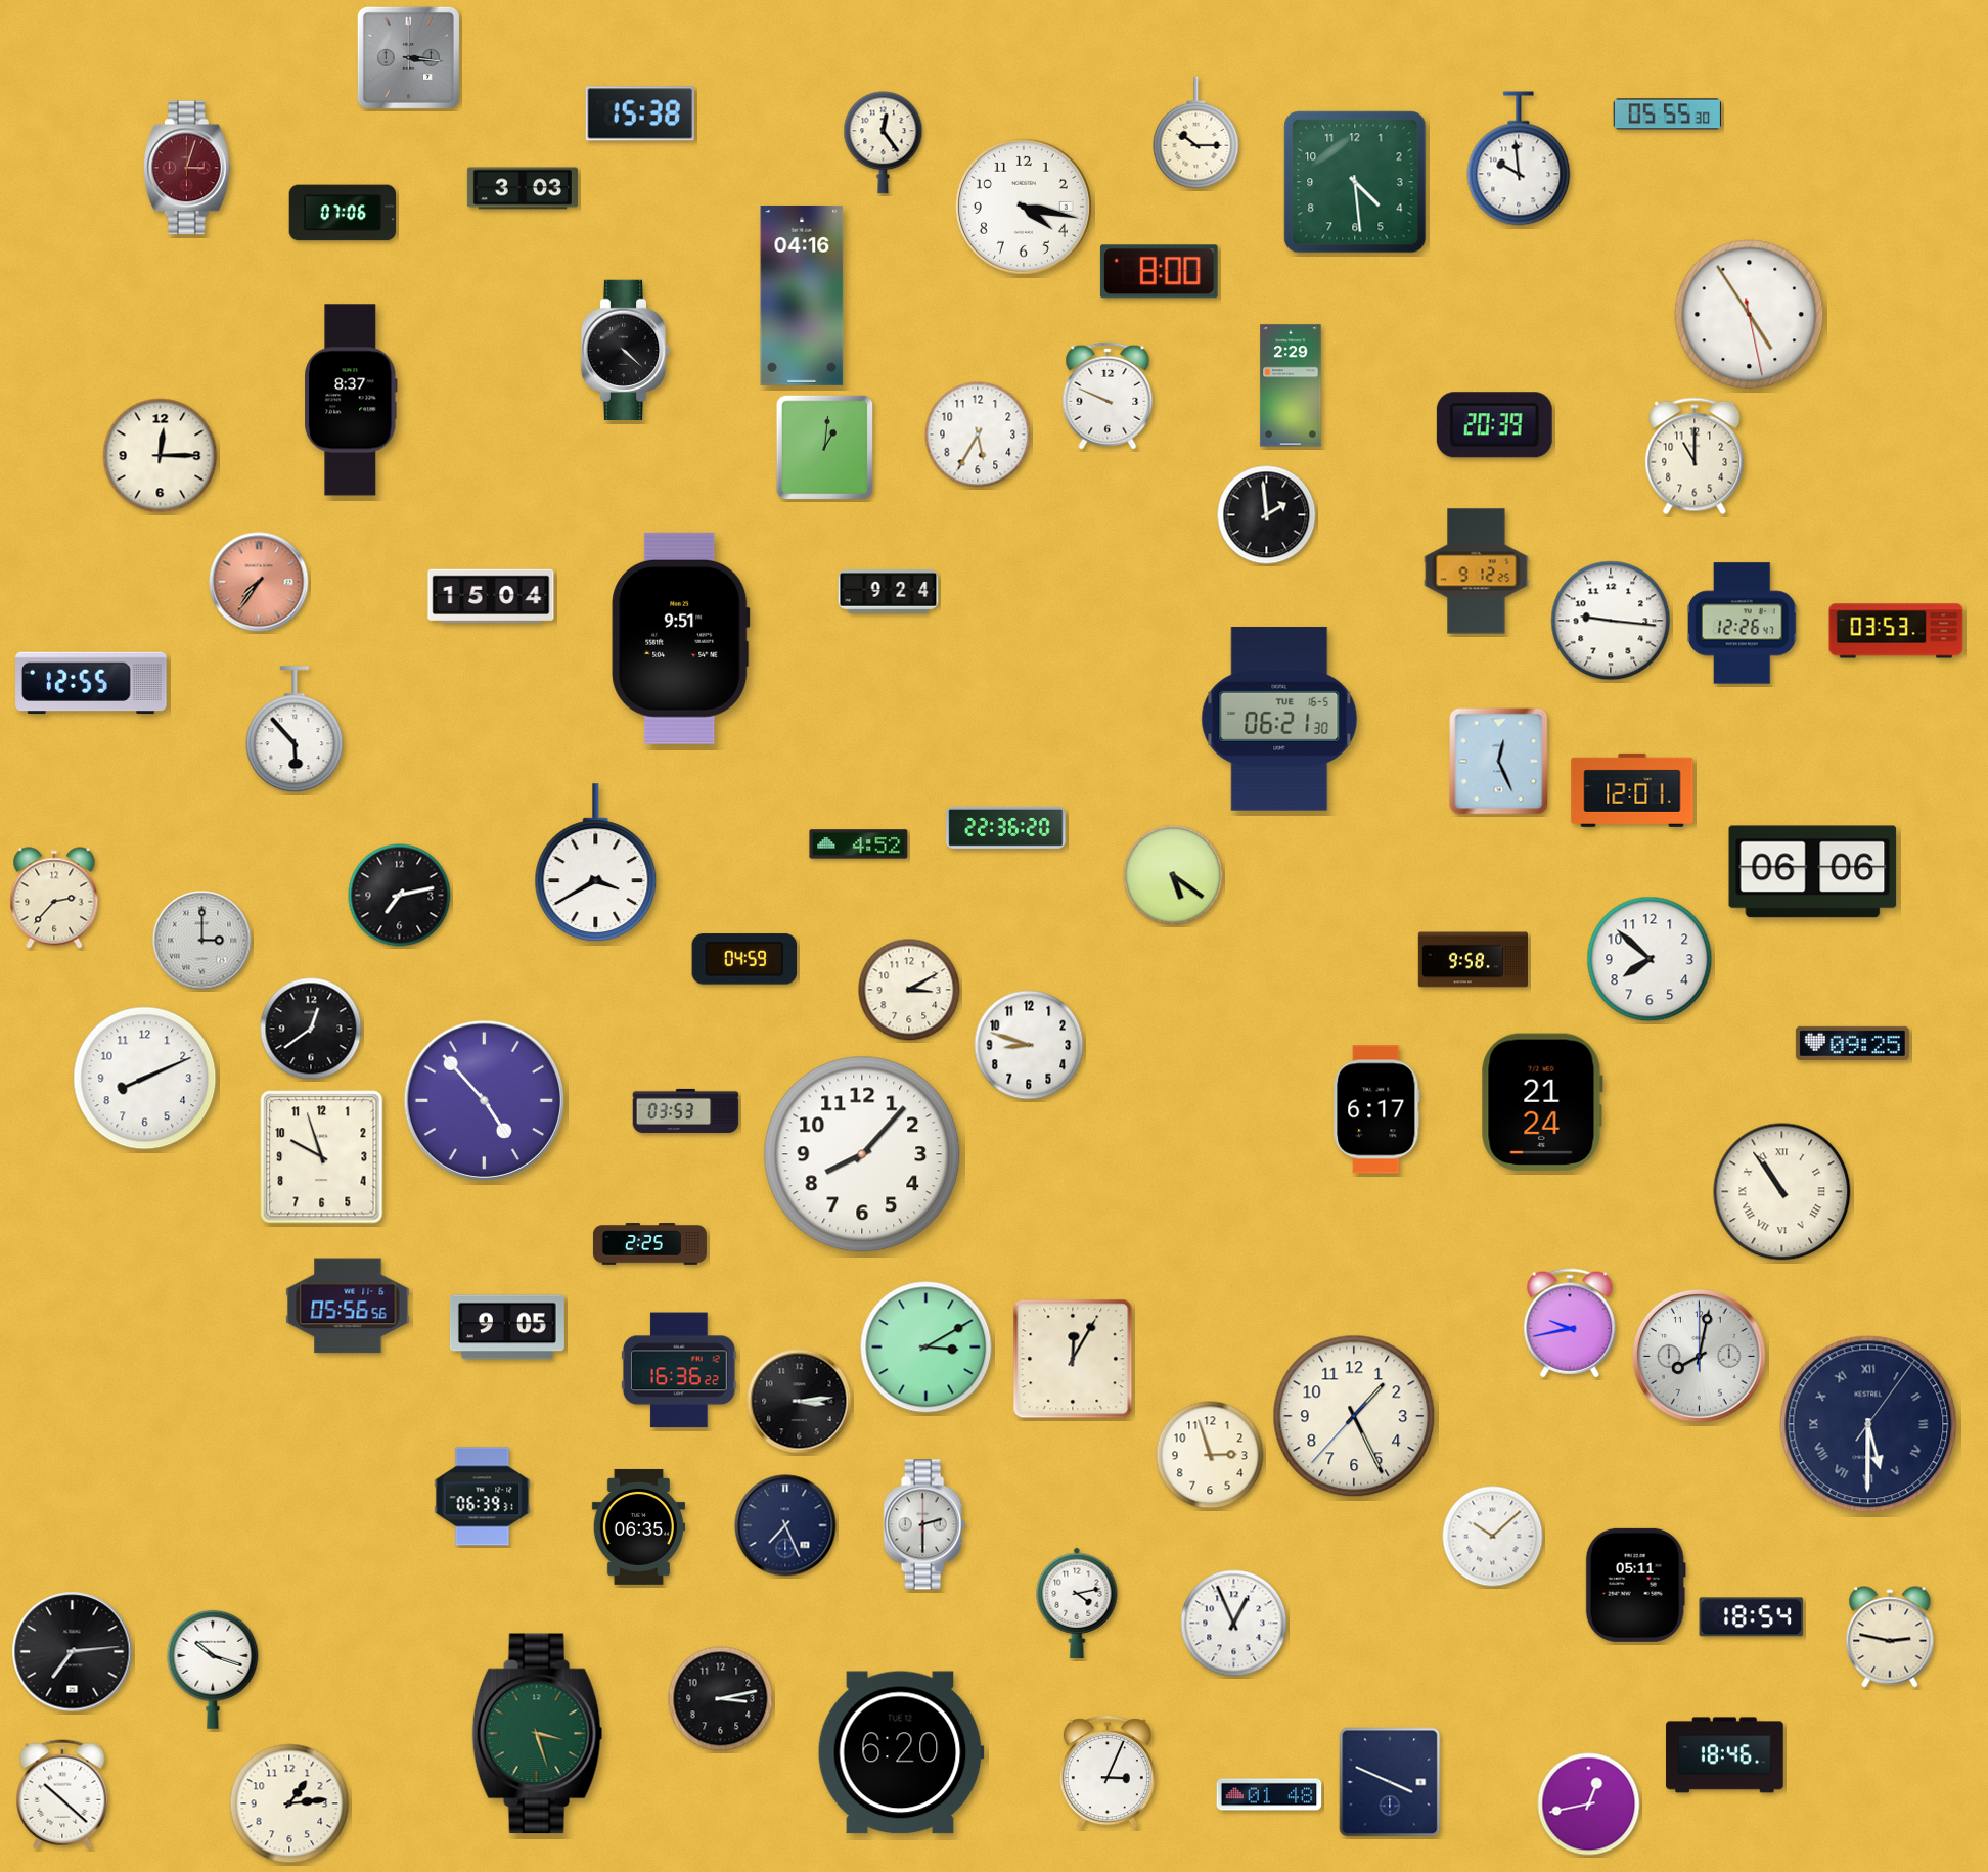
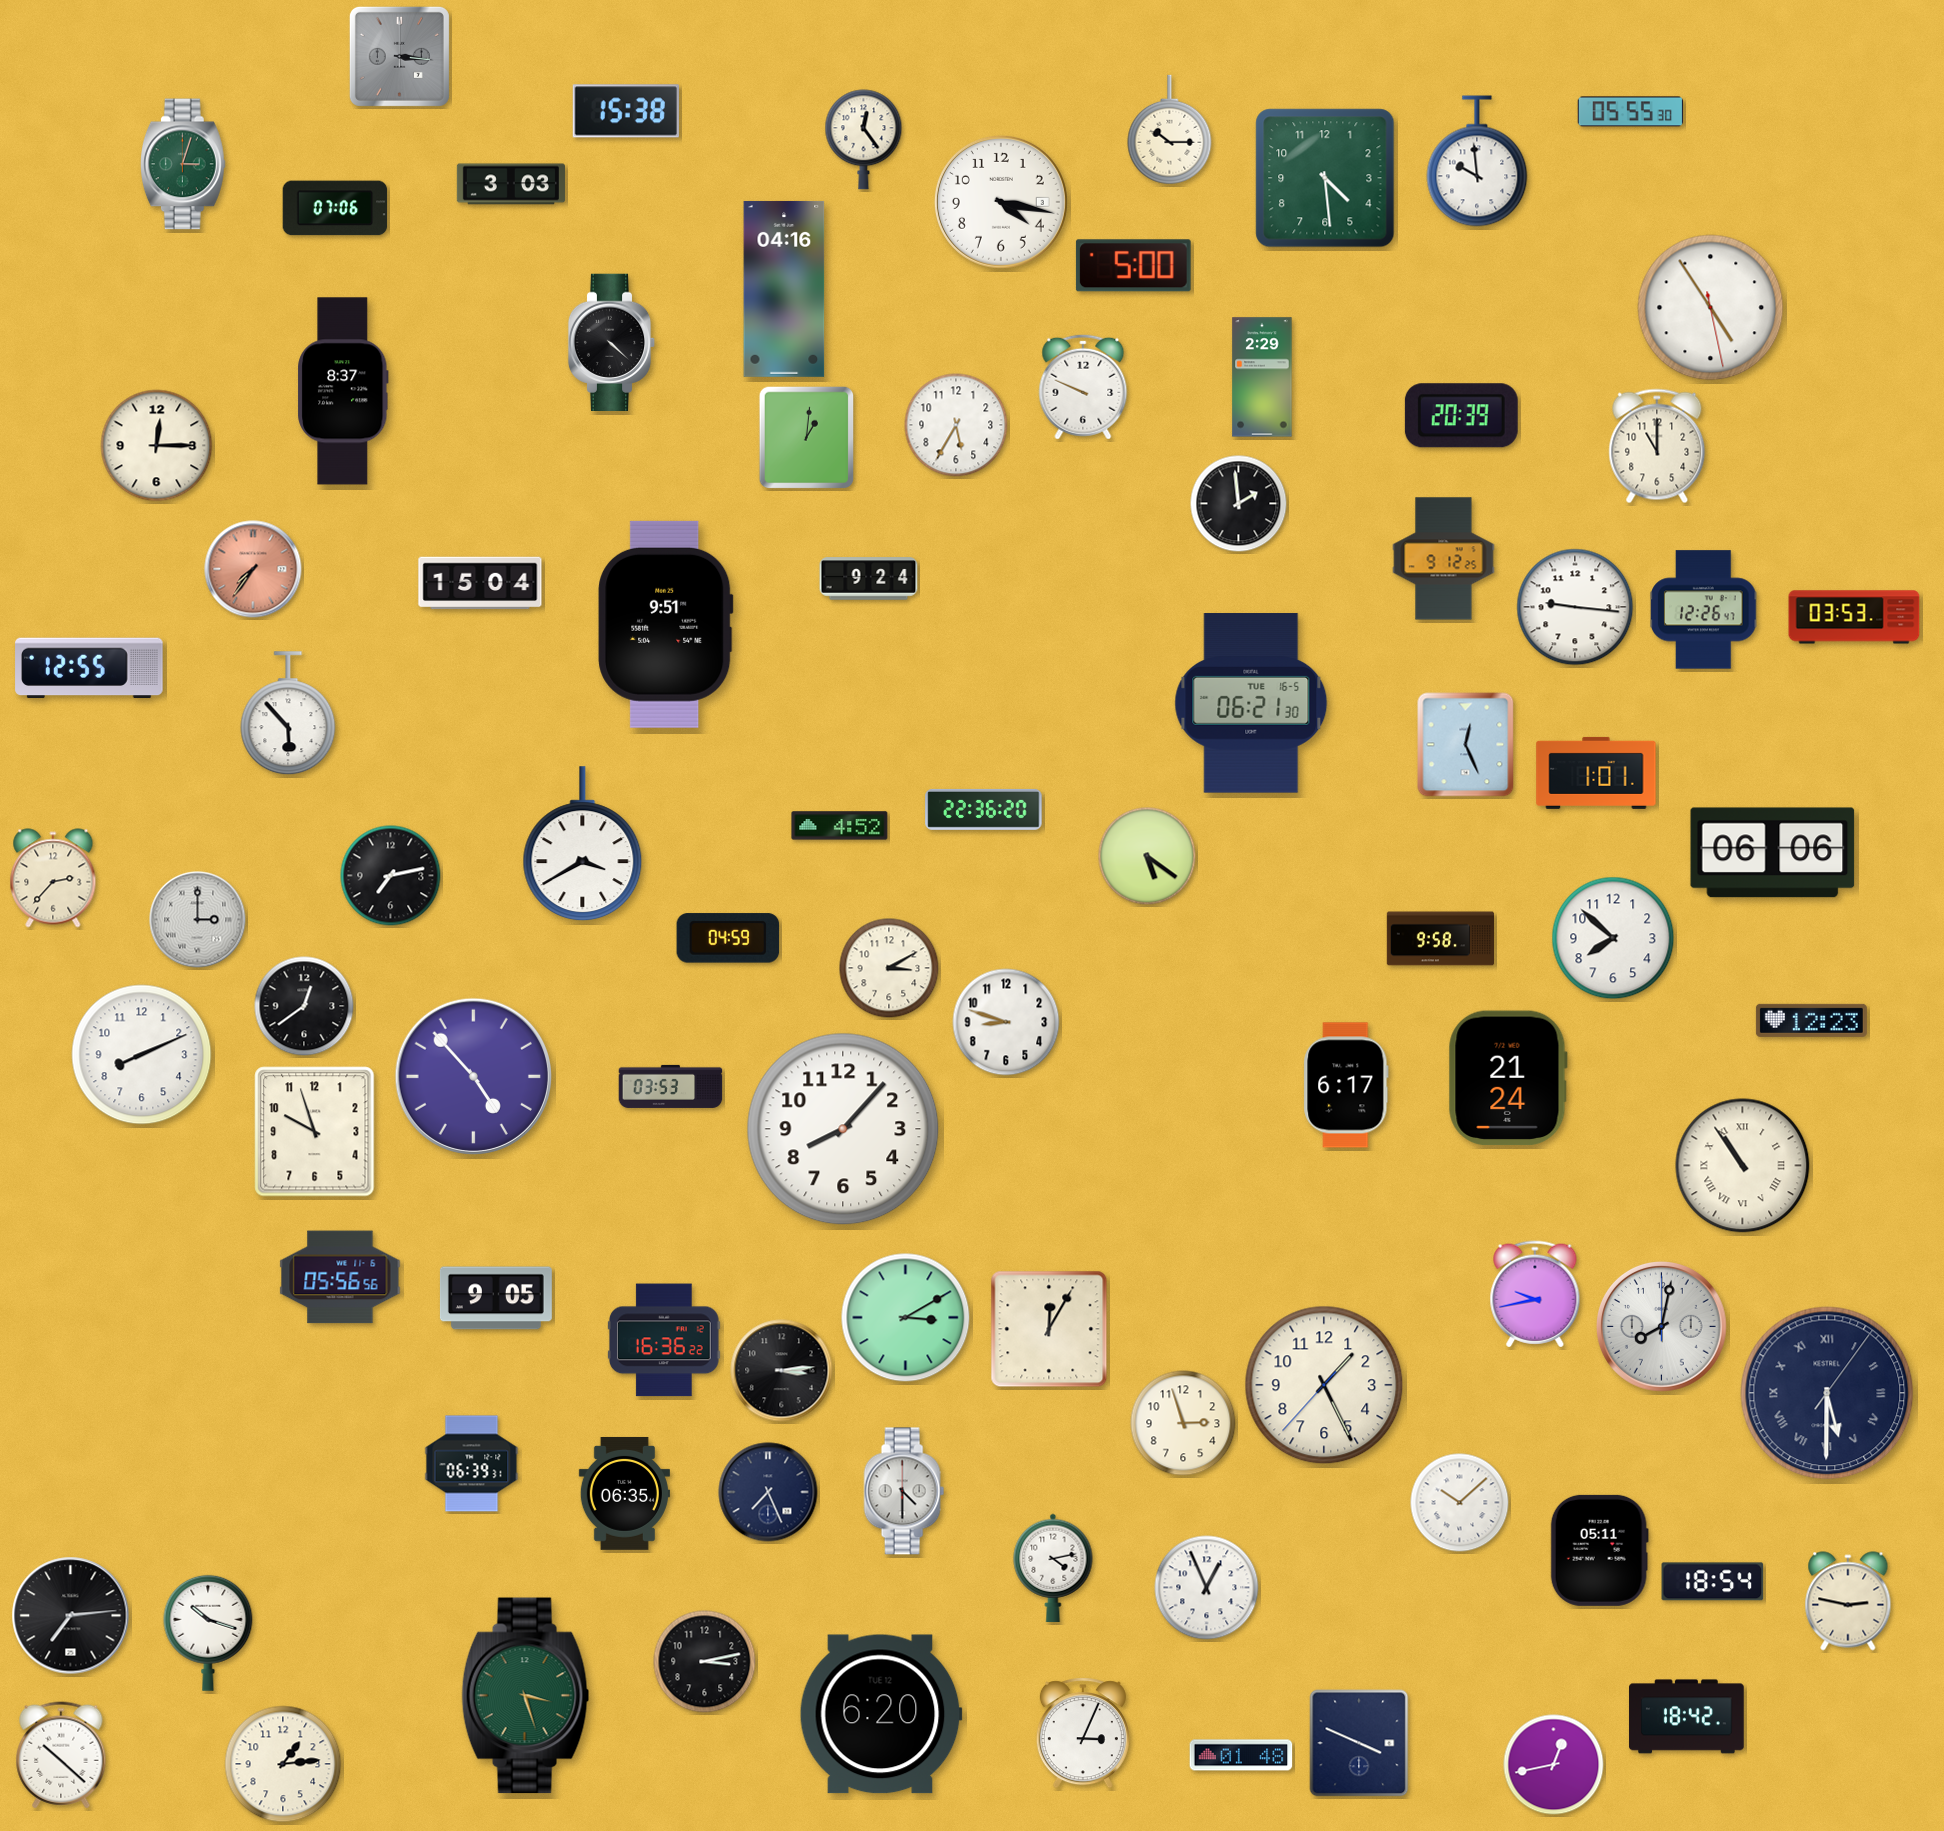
clock at (1519, 158) position: (1519, 158) -> (1477, 161)
clock at (187, 168) dial: burgundy -> green
clock at (1159, 272): 8:00 -> 5:00
clock at (1632, 790): 12:01 -> 1:01
clock at (1852, 1043): 09:25 -> 12:23
clock at (649, 1244): 2:25 -> none
clock at (924, 1524): 2:30 -> 4:30
clock at (1725, 1755): 18:46 -> 18:42
